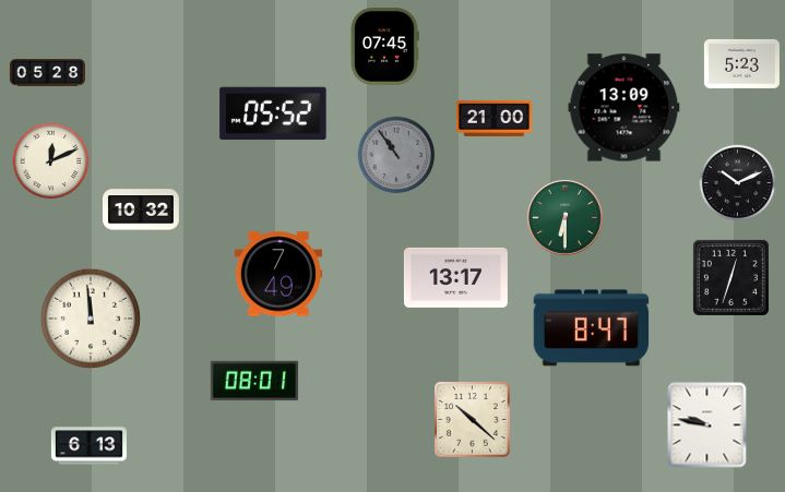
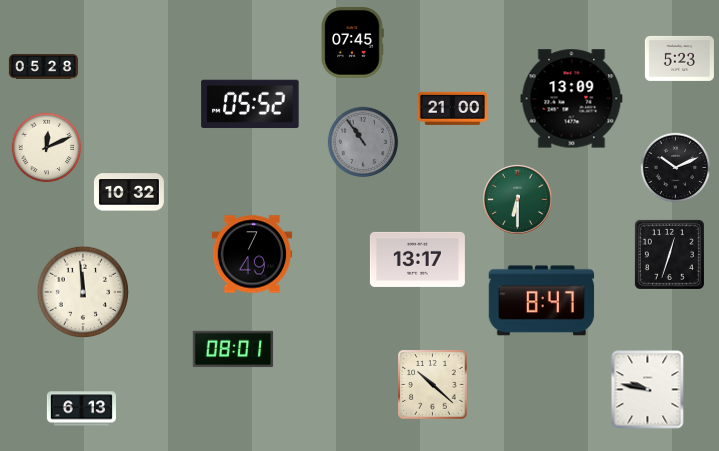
clock at (278, 274) position: (278, 274) -> (252, 254)
clock at (455, 277) position: (455, 277) -> (417, 259)
